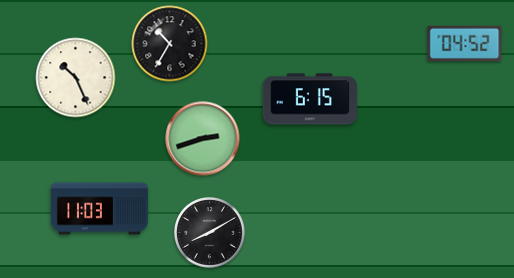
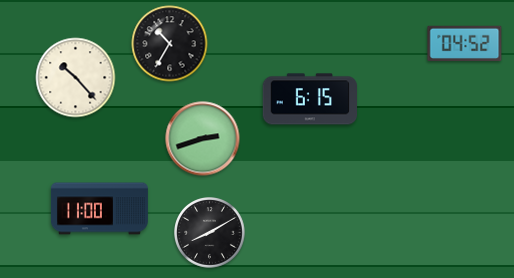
clock at (76, 78): 10:26 -> 10:23
clock at (99, 209): 11:03 -> 11:00
